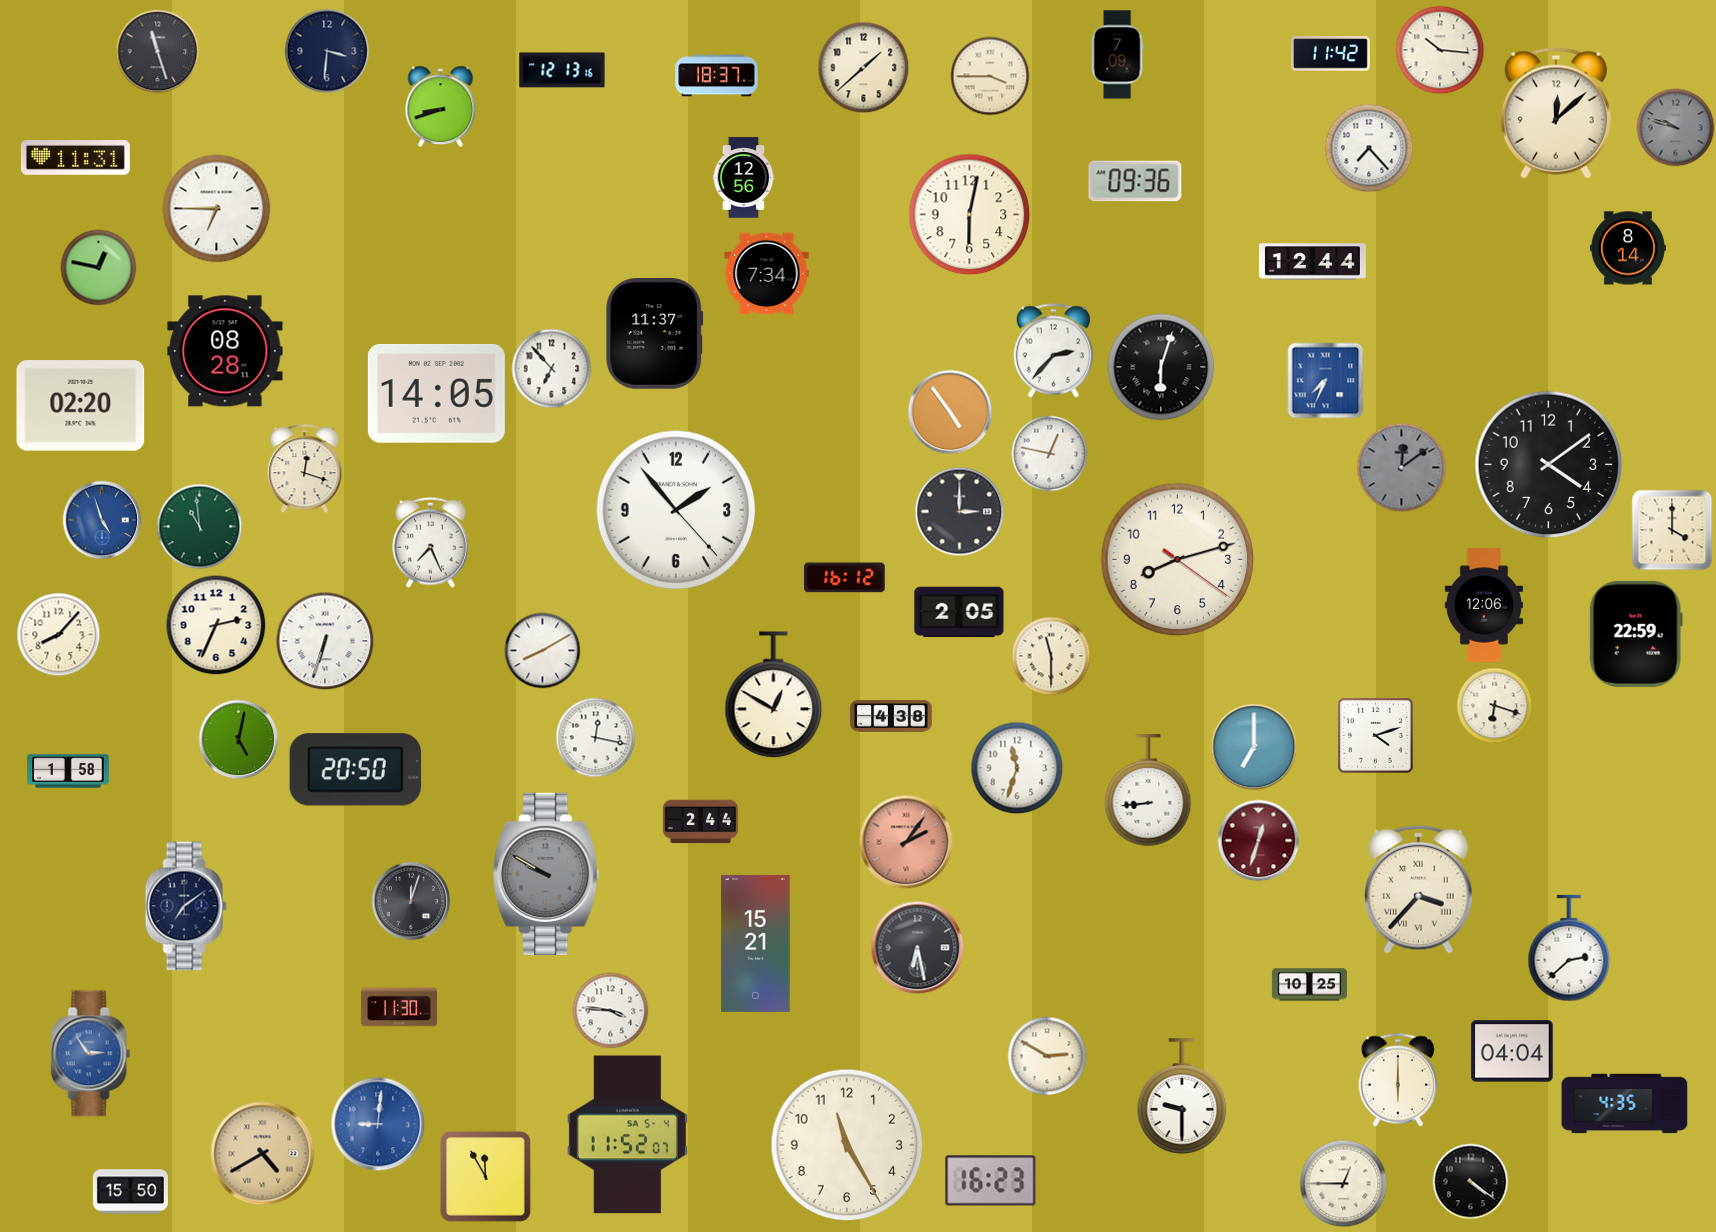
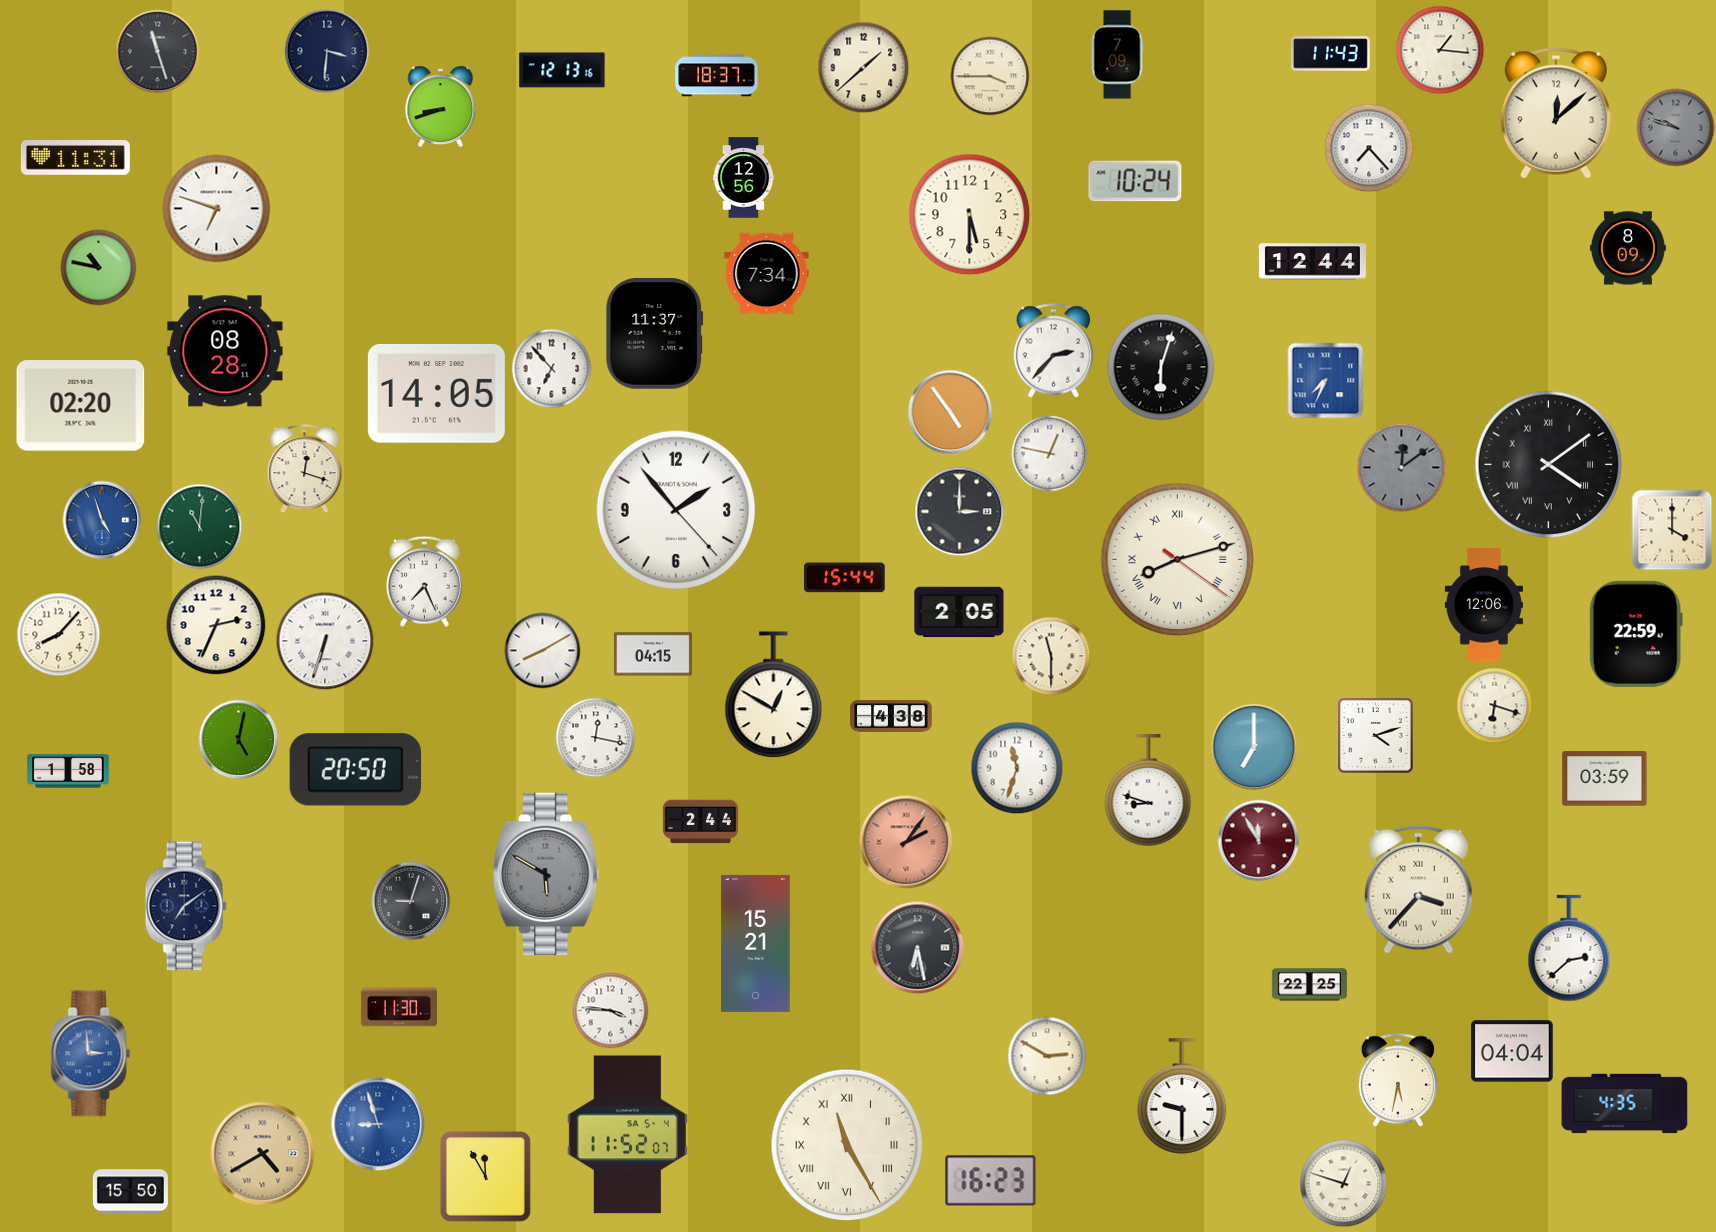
clock at (1440, 50): 10:16 -> 1:16
clock at (1331, 54): 11:42 -> 11:43
clock at (1135, 181): 09:36 -> 10:24
clock at (217, 209): 6:45 -> 6:48
clock at (970, 215): 6:02 -> 5:30
clock at (1628, 248): 8:14 -> 8:09
clock at (99, 268): 12:47 -> 10:47
clock at (1549, 465) numerals: Arabic -> Roman
clock at (200, 527): 10:59 -> 11:01
clock at (431, 542) position: (431, 542) -> (425, 581)
clock at (1178, 560) numerals: Arabic -> Roman
clock at (845, 578): 16:12 -> 15:44
clock at (653, 654): none -> 04:15
clock at (1605, 779): none -> 03:59
clock at (1148, 791): 8:44 -> 8:48
clock at (1259, 841): 12:33 -> 11:55
clock at (547, 873): 9:50 -> 5:50
clock at (411, 901): 12:03 -> 9:03
clock at (1309, 985): 10:25 -> 22:25
clock at (91, 1054): 2:54 -> 2:59
clock at (1397, 1080): 6:00 -> 5:32
clock at (378, 1124): 9:01 -> 8:57
clock at (847, 1145) numerals: Arabic -> Roman
clock at (1471, 1182): 4:21 -> none
clock at (1344, 1184): 12:45 -> 12:48
